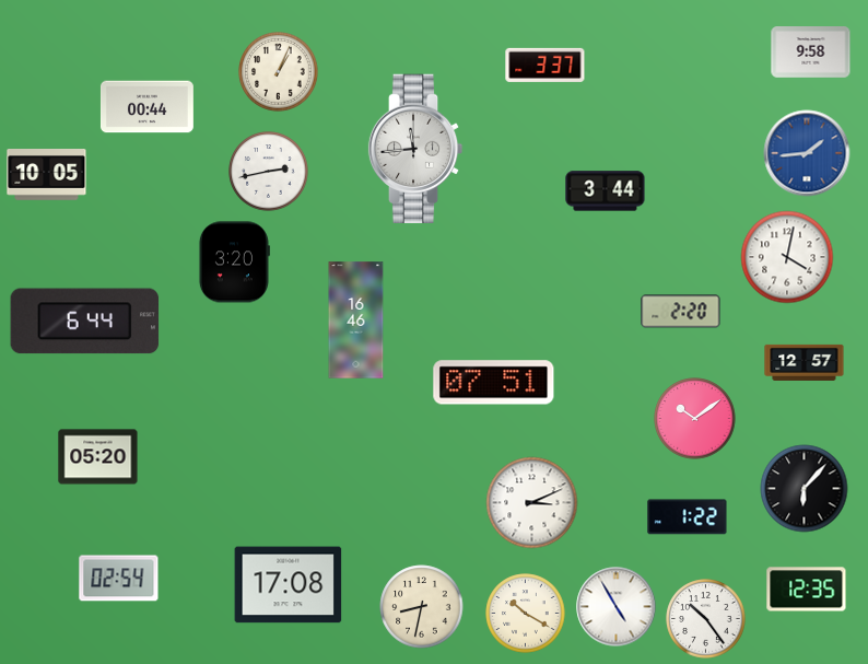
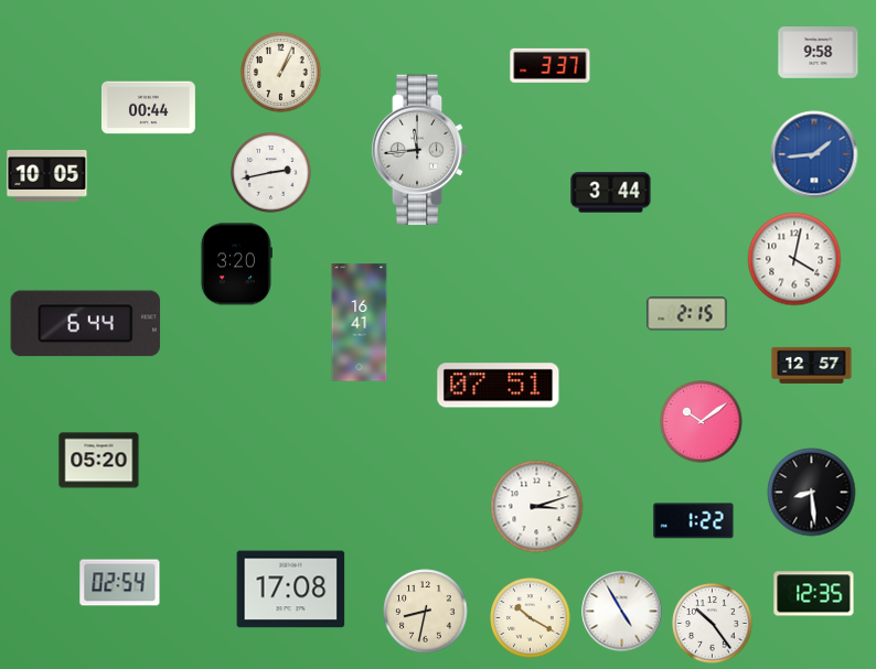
clock at (681, 312): 2:20 -> 2:15
clock at (356, 321): 16:46 -> 16:41
clock at (805, 489): 6:07 -> 8:29
clock at (532, 503): 3:11 -> 3:12
